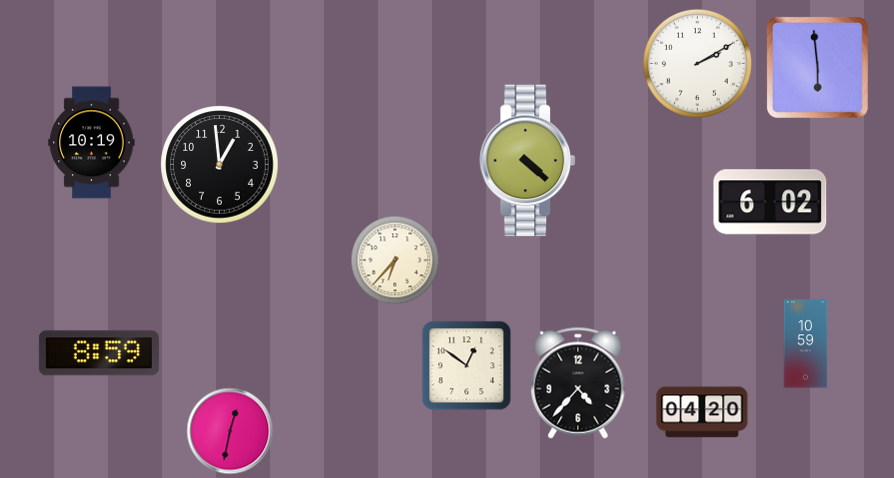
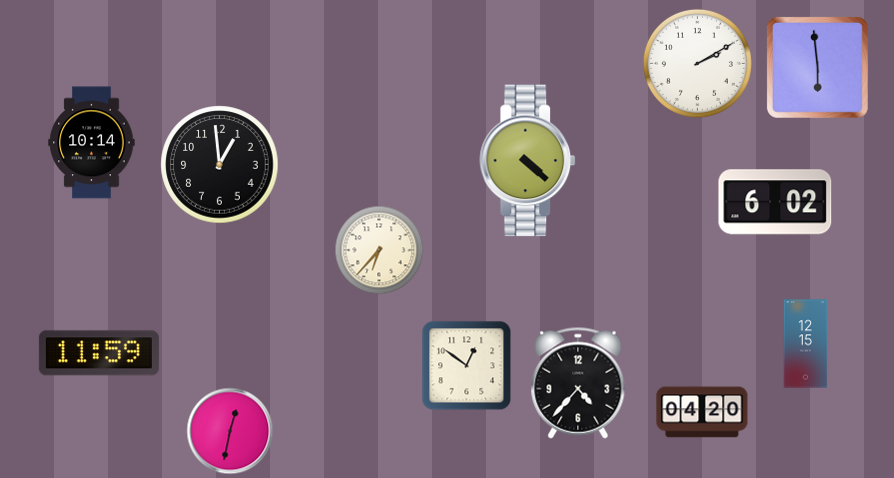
clock at (92, 143): 10:19 -> 10:14
clock at (770, 202) position: (770, 202) -> (775, 202)
clock at (395, 260) position: (395, 260) -> (379, 250)
clock at (806, 344): 10:59 -> 12:15
clock at (99, 353): 8:59 -> 11:59
